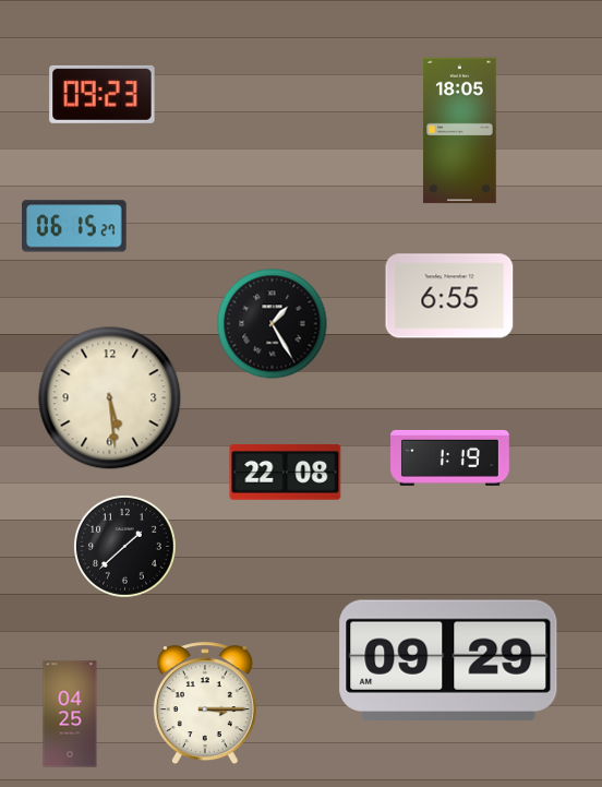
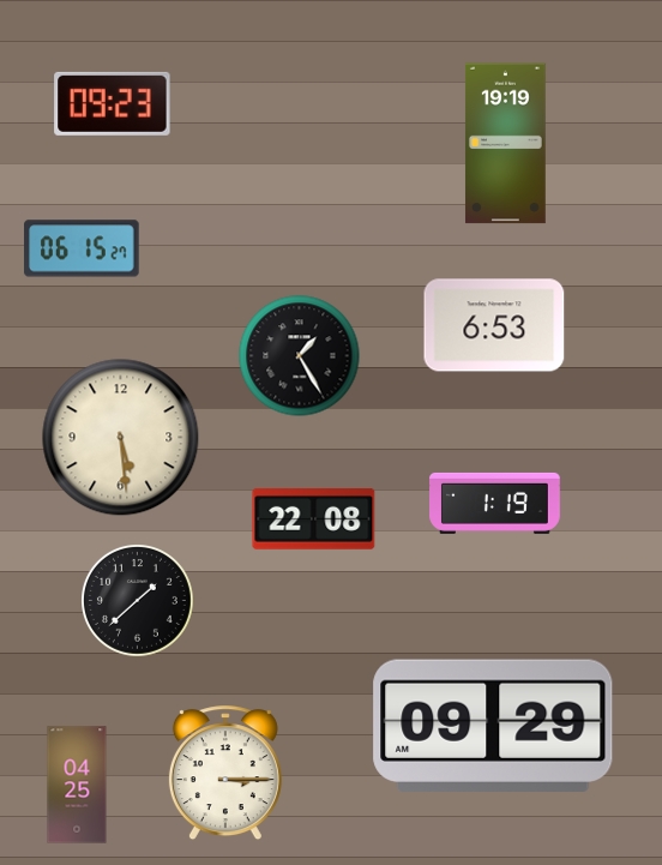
clock at (460, 131): 18:05 -> 19:19
clock at (449, 296): 6:55 -> 6:53
